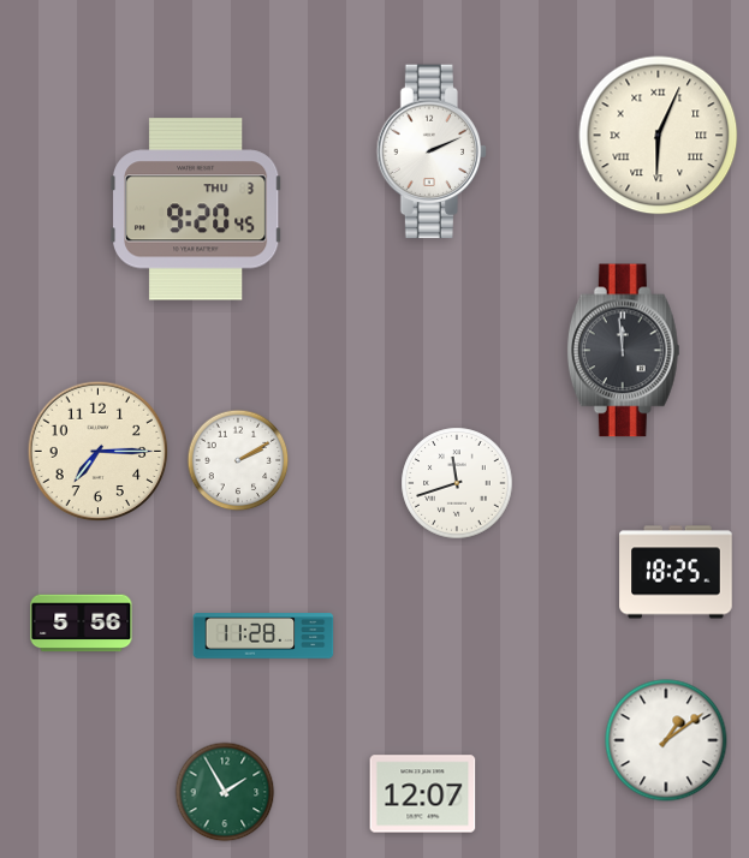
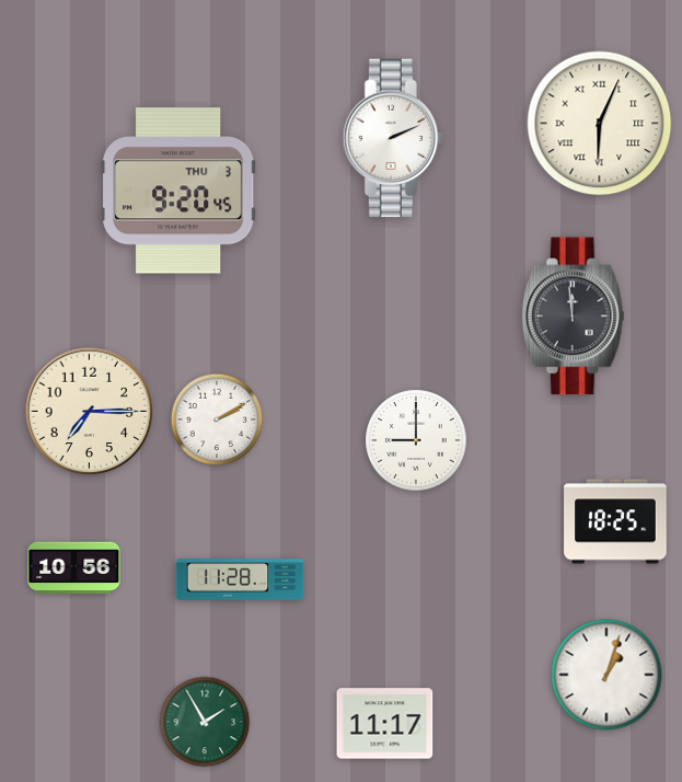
clock at (623, 351) position: (623, 351) -> (573, 317)
clock at (457, 483): 11:42 -> 9:00
clock at (82, 624): 5:56 -> 10:56
clock at (666, 740): 1:09 -> 1:03
clock at (423, 794): 12:07 -> 11:17
